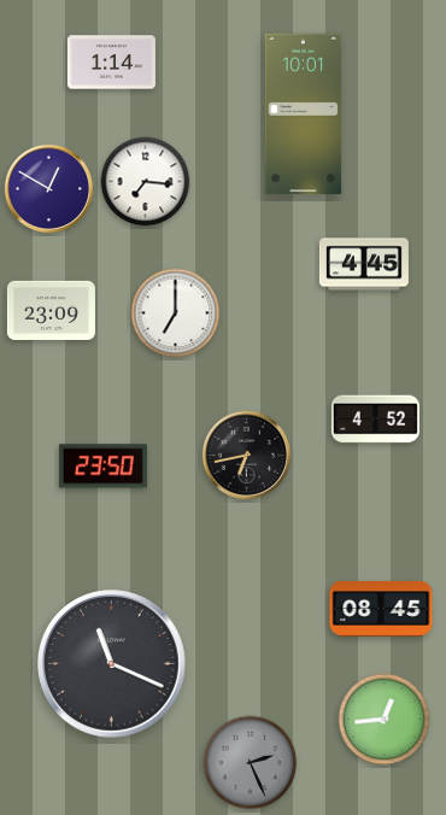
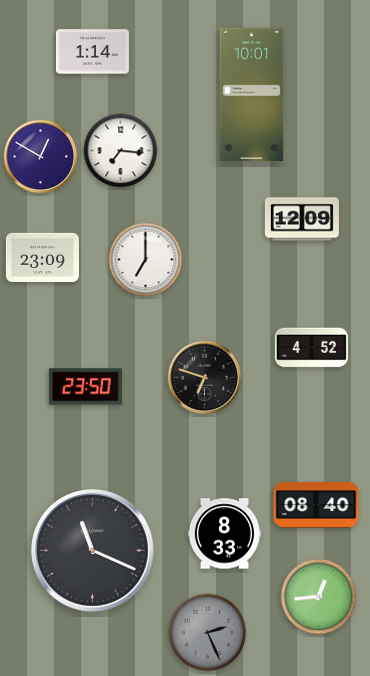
clock at (364, 264): 4:45 -> 12:09
clock at (247, 456): 6:43 -> 6:48
clock at (381, 609): 08:45 -> 08:40
clock at (224, 534): none -> 8:33
